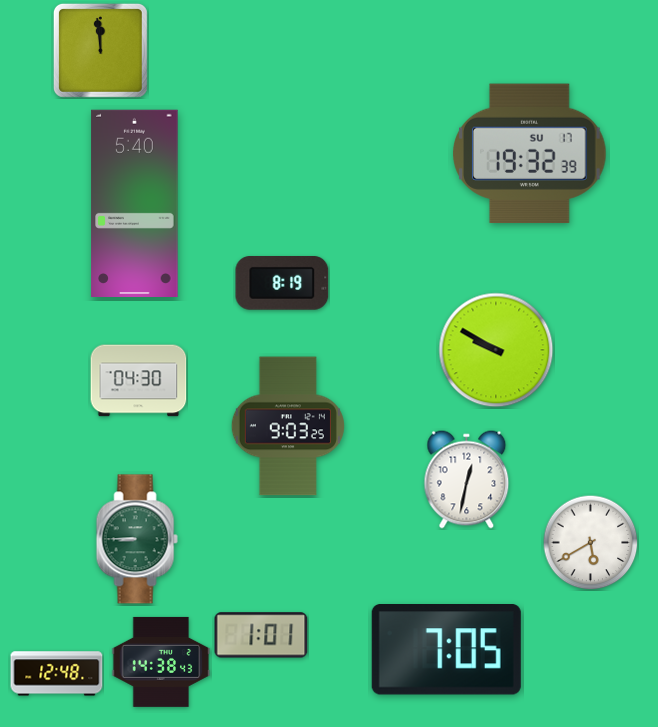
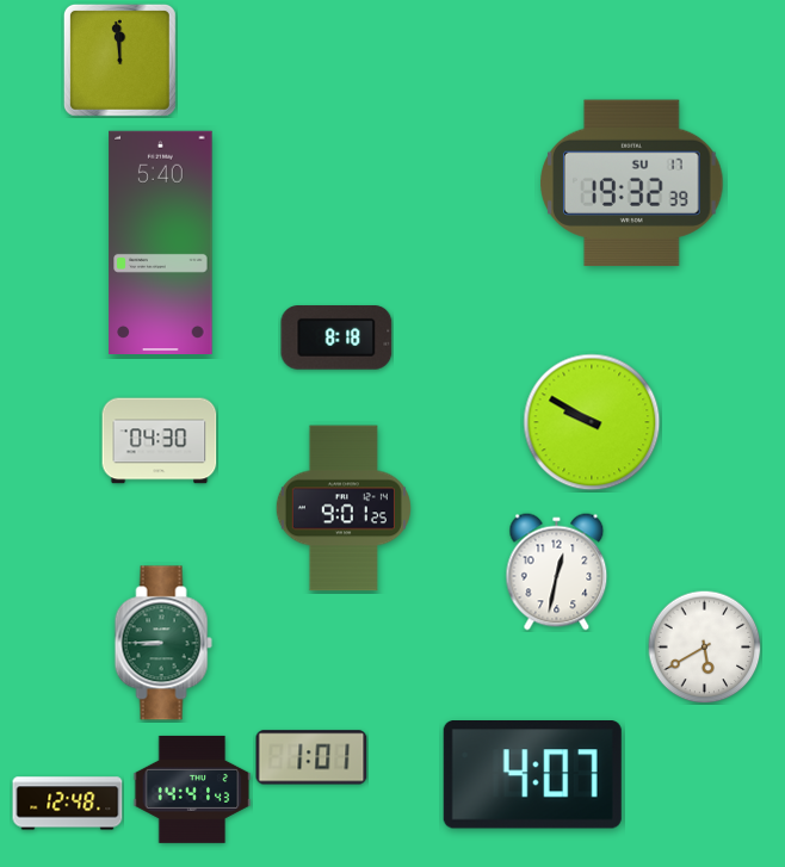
clock at (282, 284): 8:19 -> 8:18
clock at (496, 350) position: (496, 350) -> (592, 422)
clock at (139, 381) position: (139, 381) -> (160, 441)
clock at (288, 426): 9:03 -> 9:01
clock at (446, 650): 7:05 -> 4:07
clock at (161, 662): 14:38 -> 14:41
